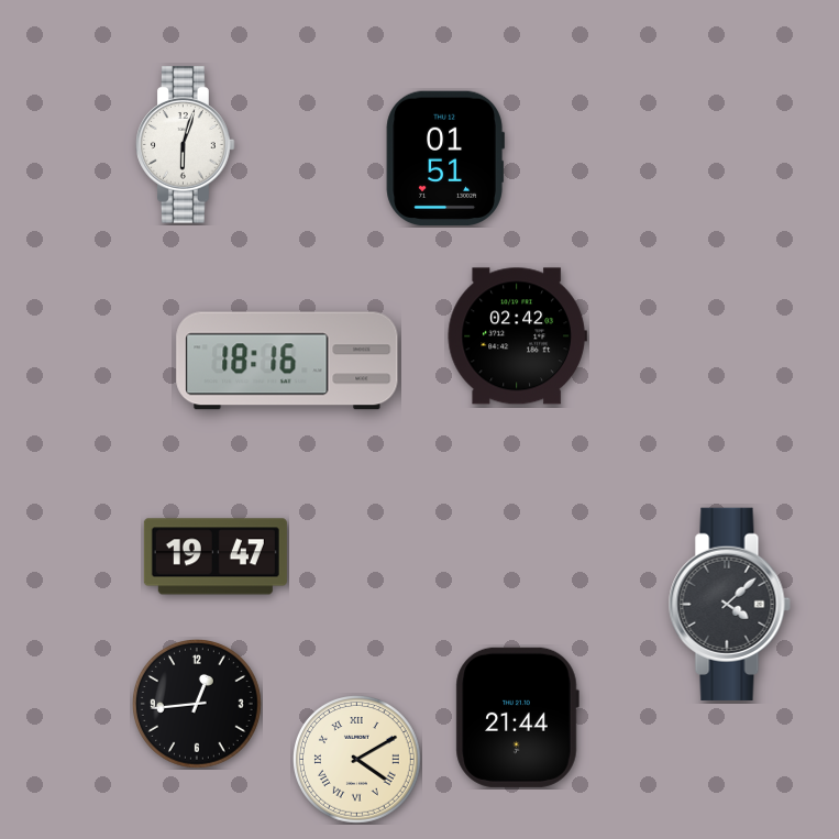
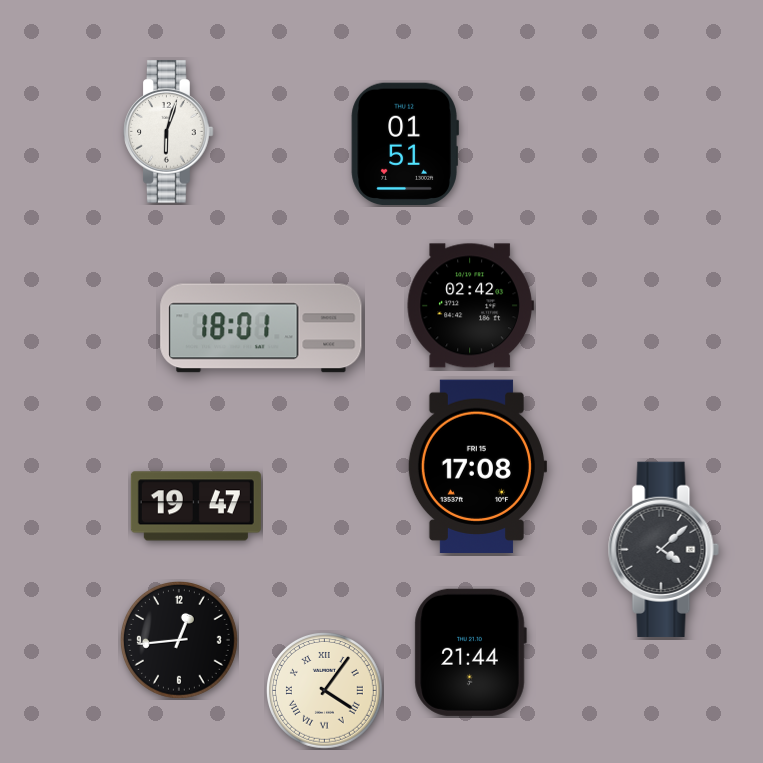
clock at (287, 361): 18:16 -> 18:01
clock at (476, 466): none -> 17:08
clock at (357, 760): 4:10 -> 4:06
